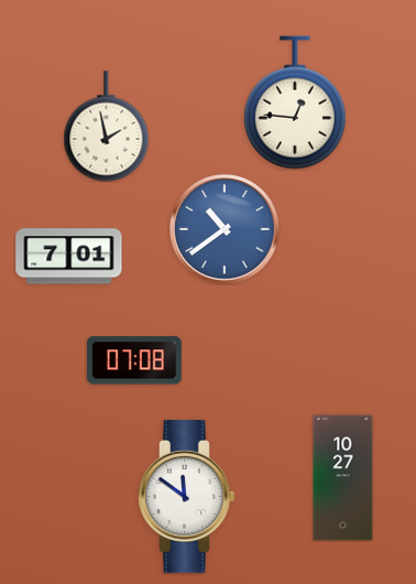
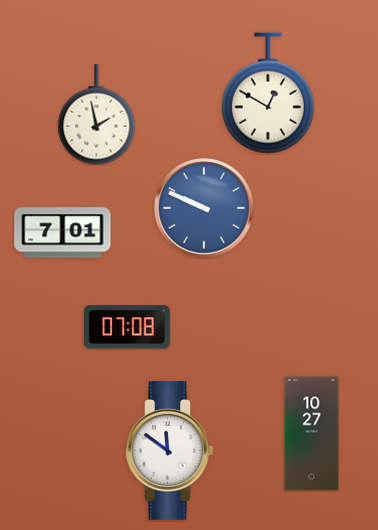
clock at (295, 102): 12:46 -> 12:50
clock at (225, 229): 10:39 -> 9:49
clock at (134, 360) position: (134, 360) -> (127, 327)
